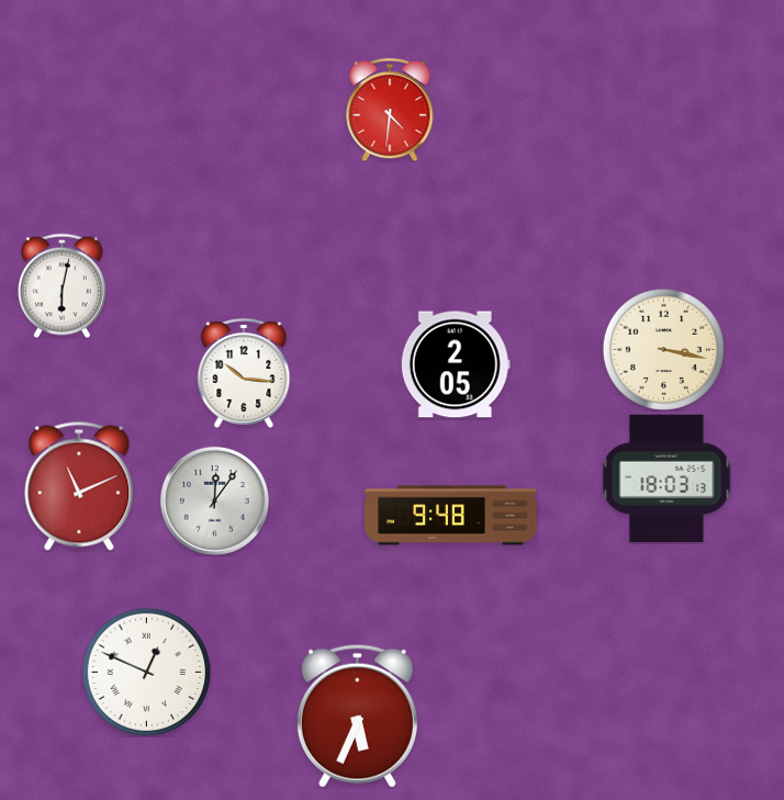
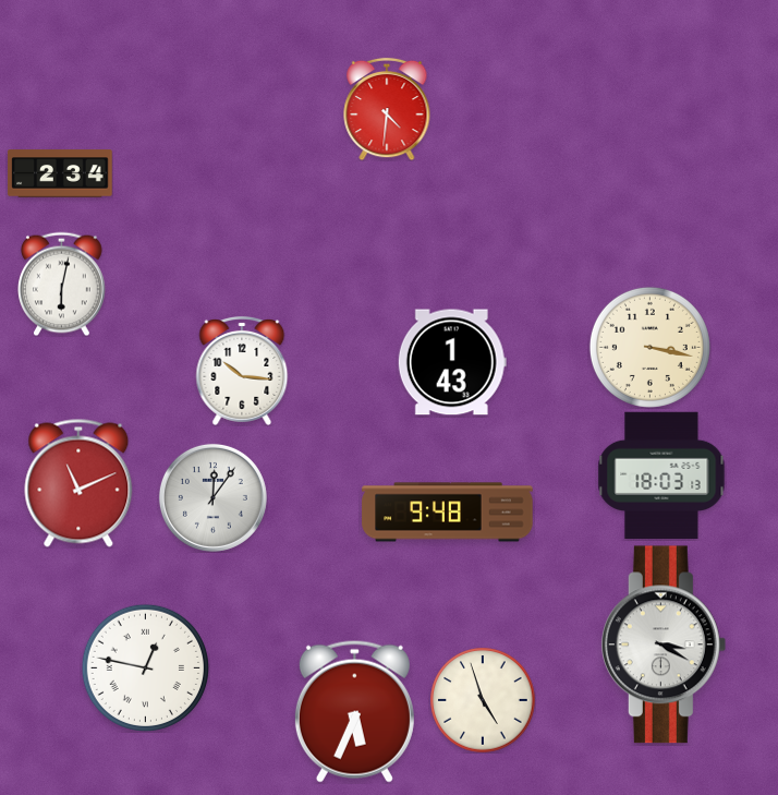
clock at (60, 173): none -> 2:34
clock at (663, 349) position: (663, 349) -> (649, 347)
clock at (456, 364): 2:05 -> 1:43
clock at (664, 645): none -> 3:20
clock at (146, 672): 12:49 -> 12:47
clock at (483, 700): none -> 4:57
